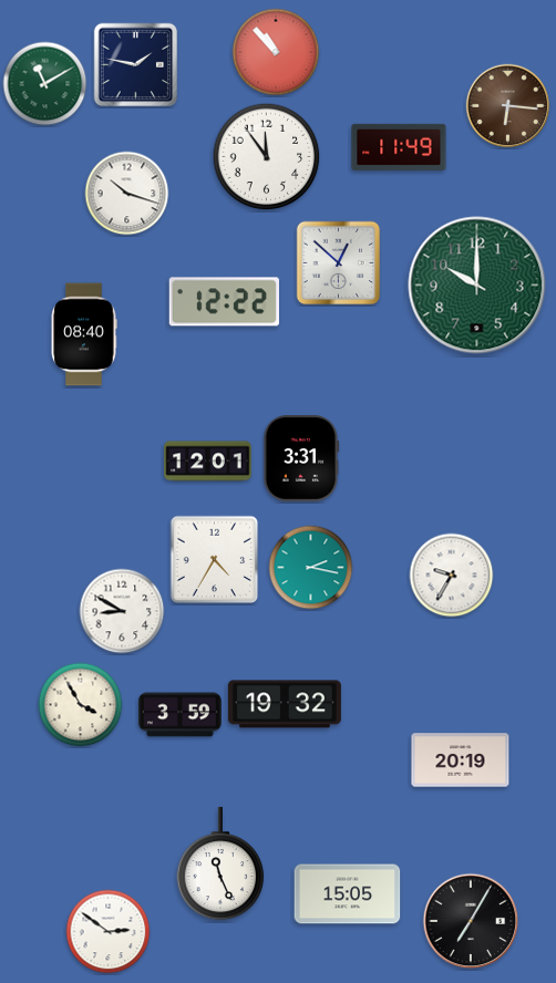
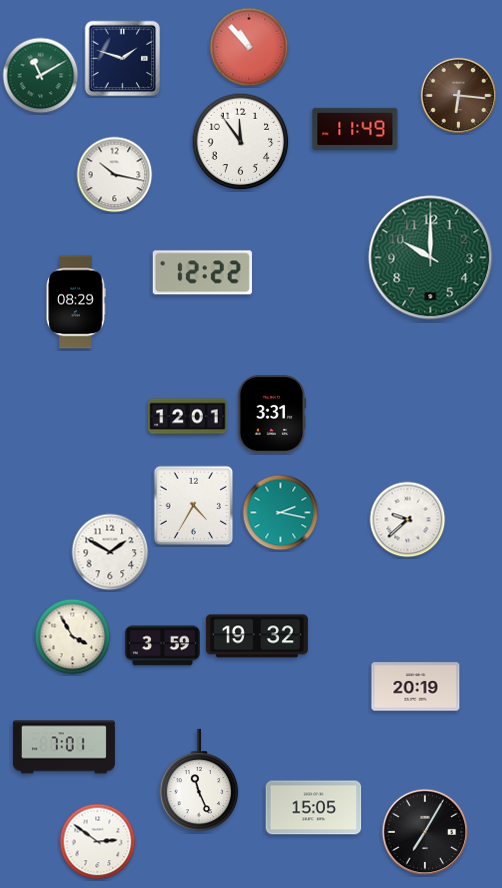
clock at (136, 65): 1:47 -> 1:48
clock at (399, 147) position: (399, 147) -> (355, 129)
clock at (127, 194): 10:18 -> 10:17
clock at (339, 263): 12:52 -> none
clock at (84, 334): 08:40 -> 08:29
clock at (452, 576): 9:35 -> 9:38
clock at (122, 611): 8:50 -> 1:50
clock at (64, 747): none -> 7:01
